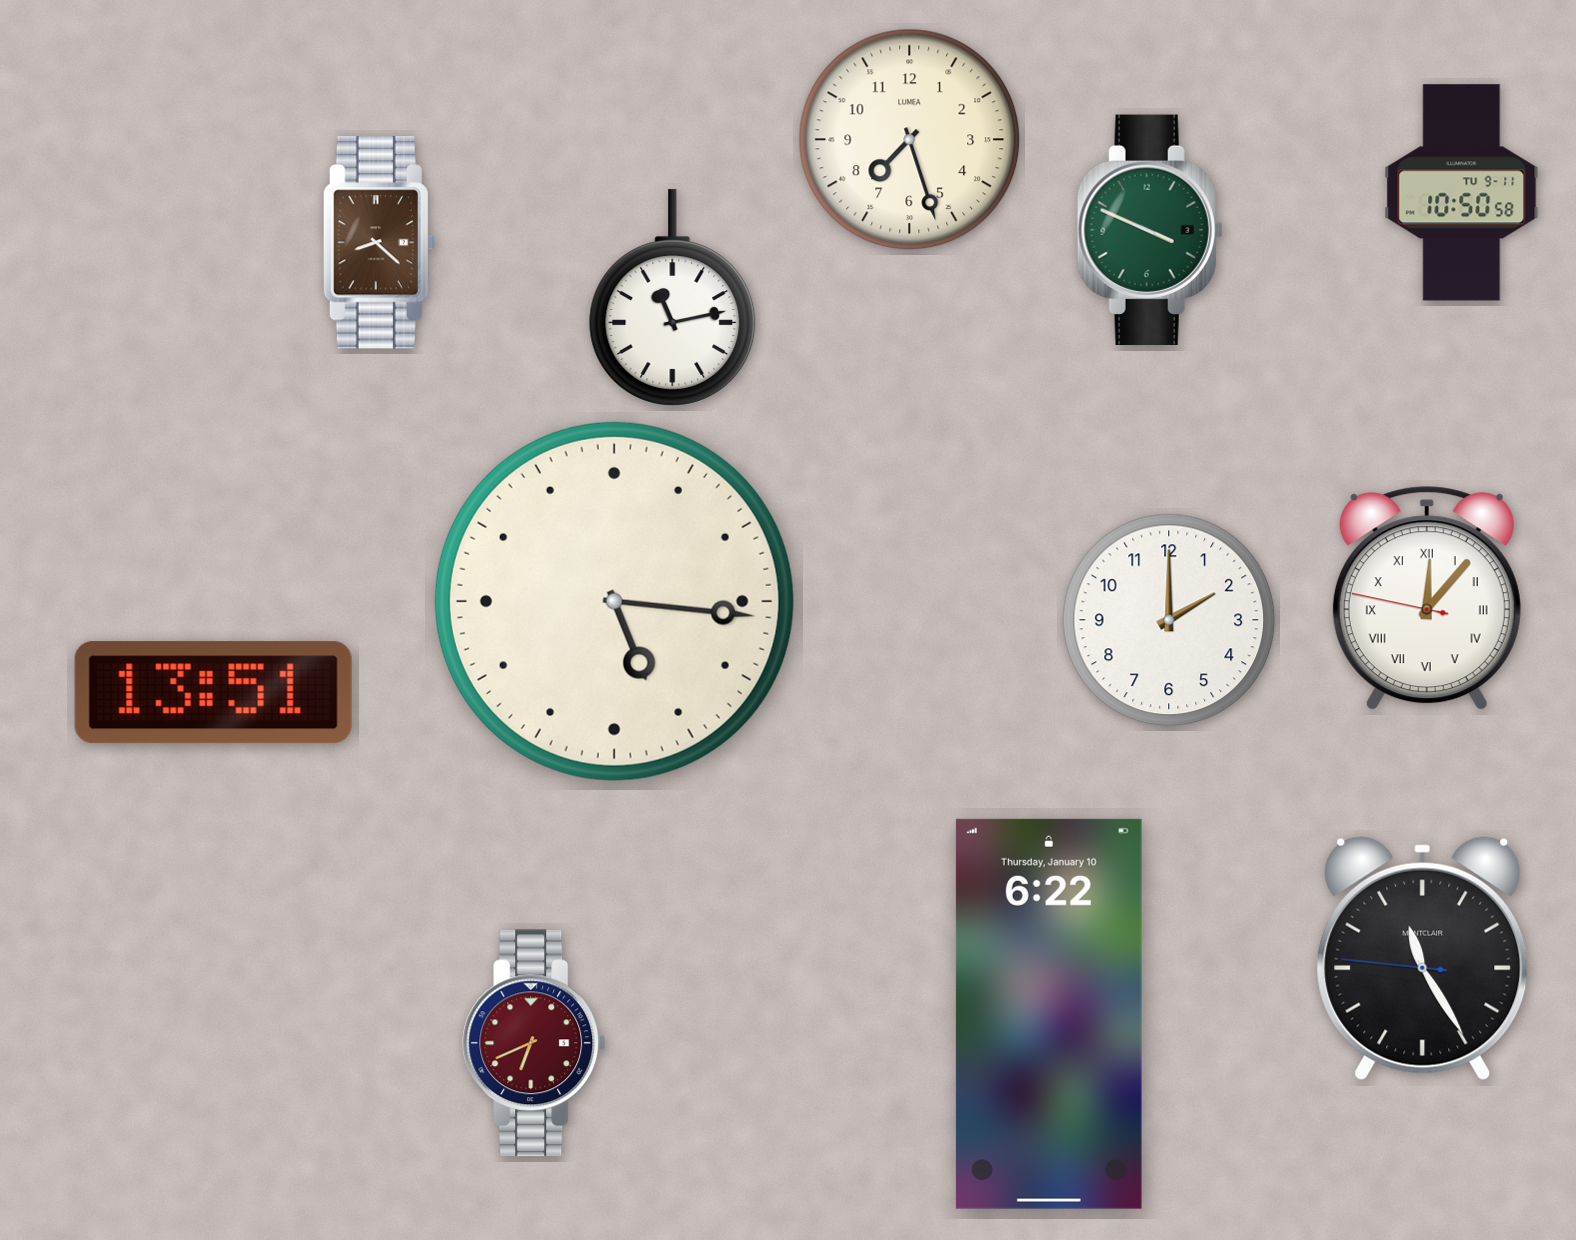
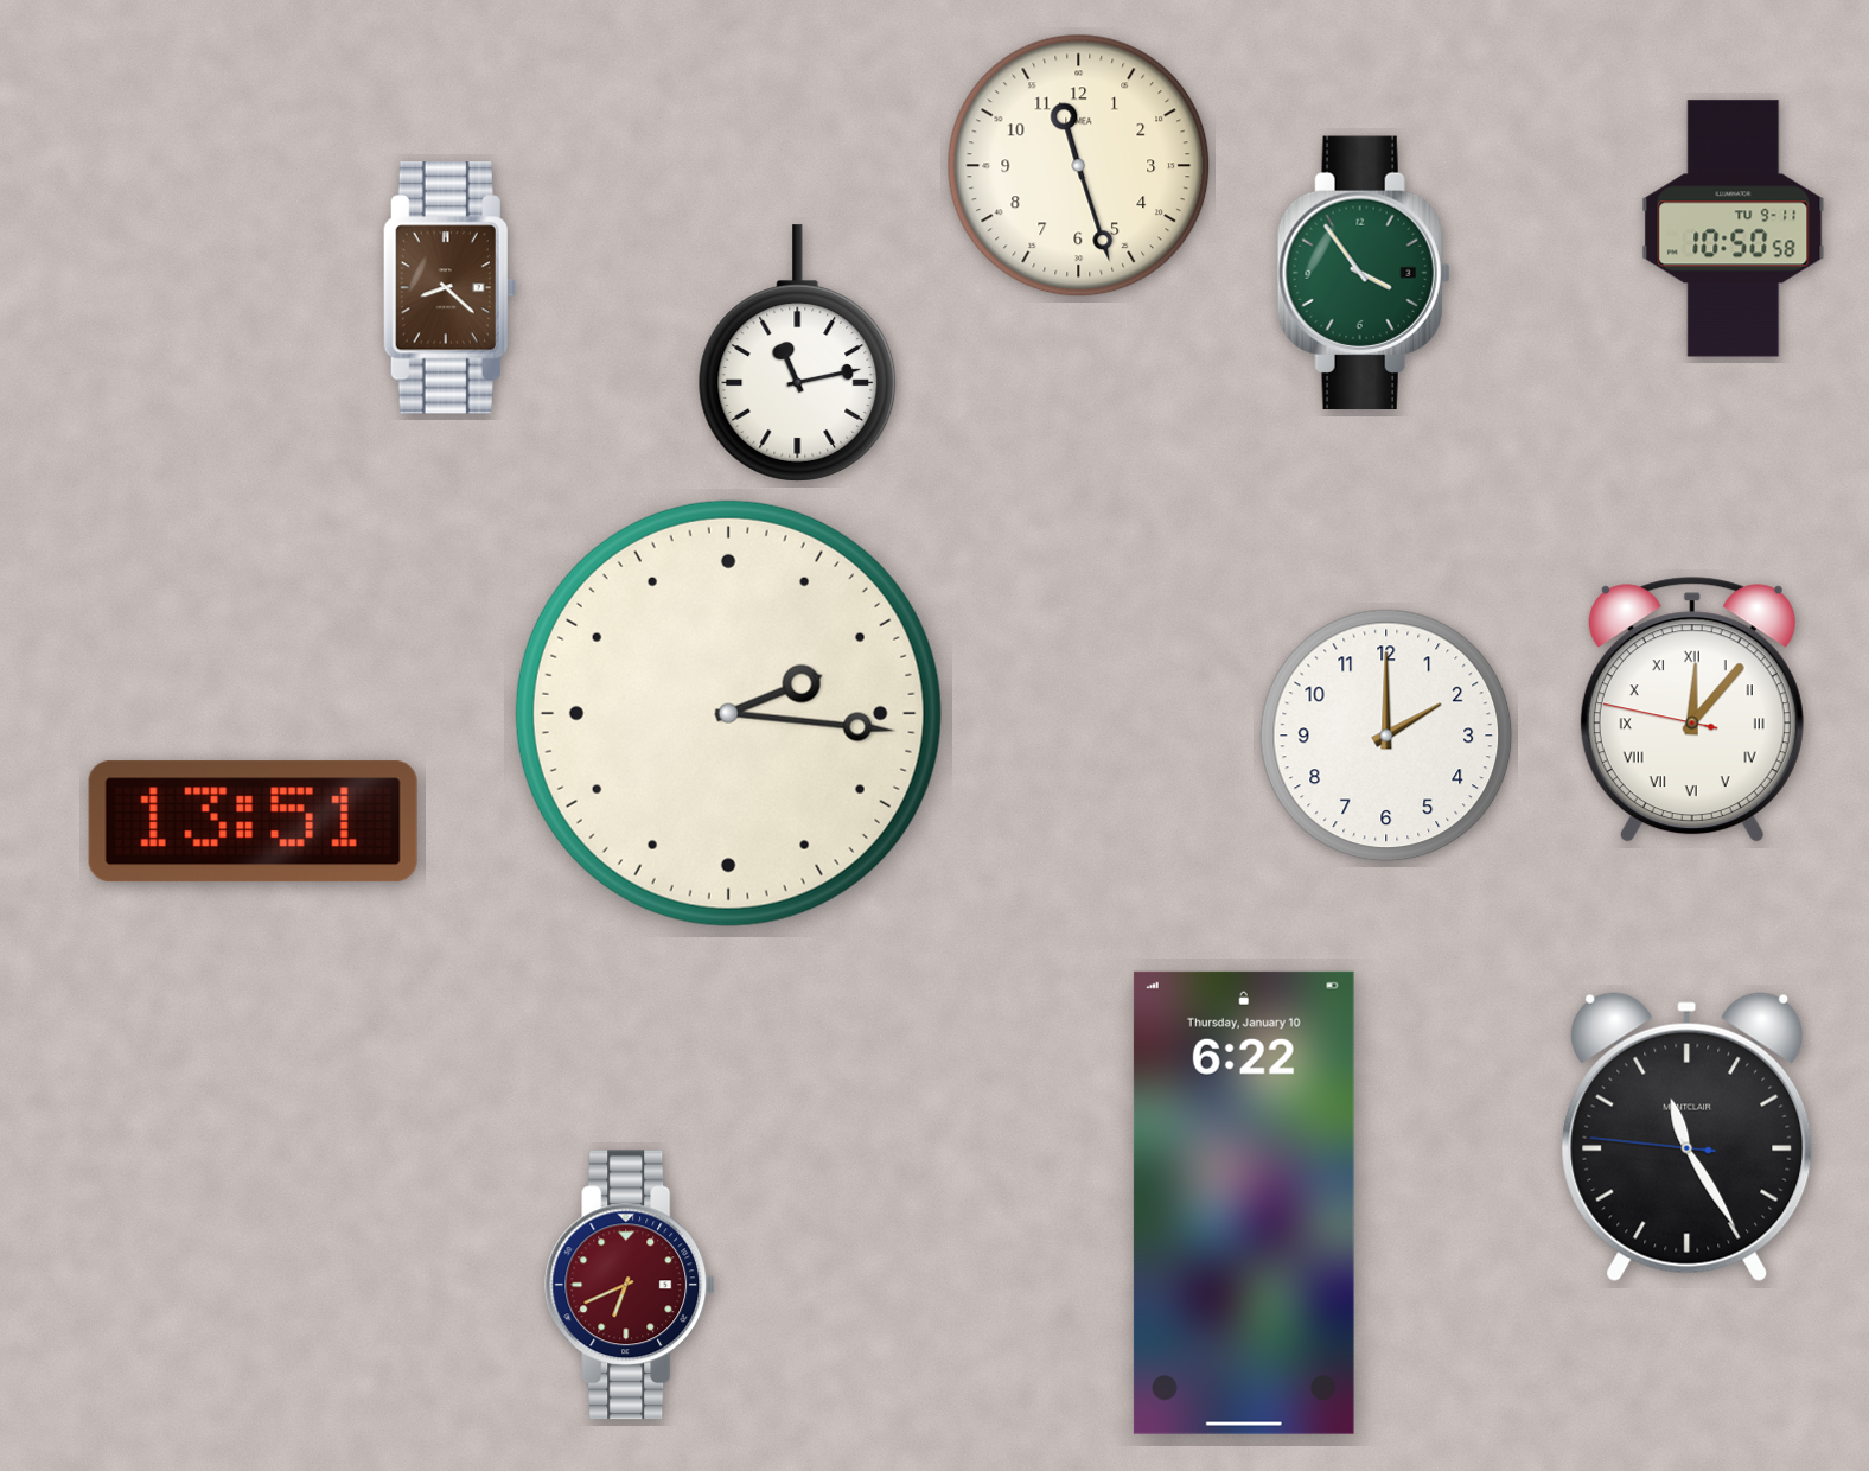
clock at (910, 140): 7:27 -> 11:27
clock at (1150, 229): 3:49 -> 3:54
clock at (614, 601): 5:16 -> 2:16
clock at (534, 1043) position: (534, 1043) -> (630, 1285)
